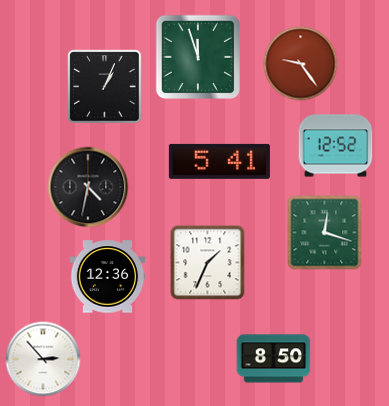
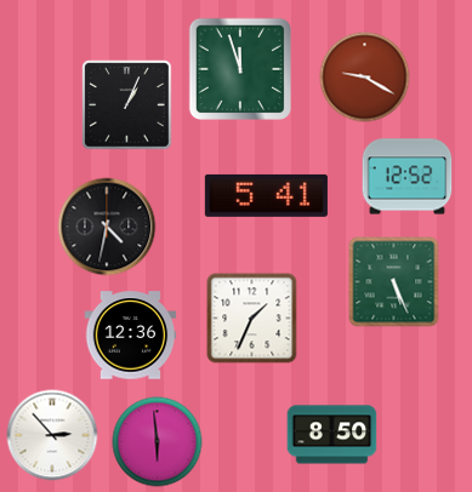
clock at (301, 64): 9:24 -> 9:20
clock at (325, 233): 12:18 -> 5:26
clock at (158, 442): none -> 5:59
